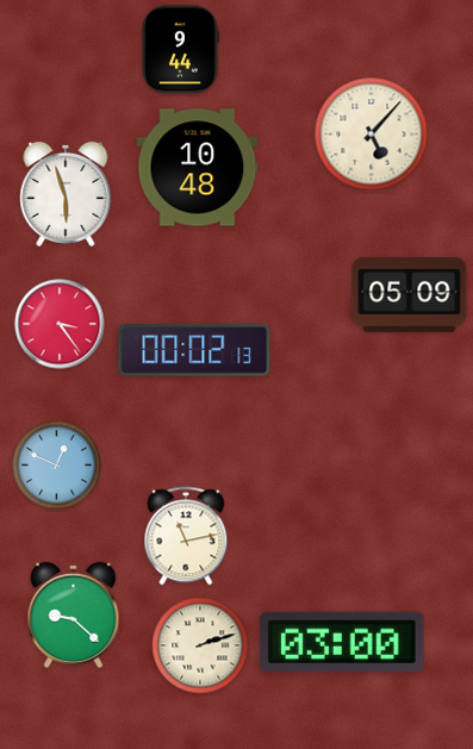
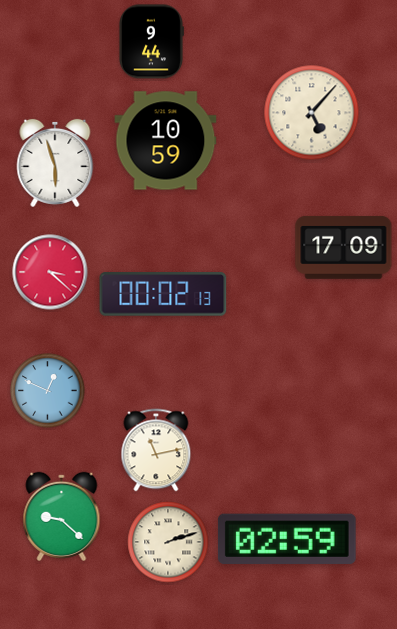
clock at (198, 168): 10:48 -> 10:59
clock at (410, 294): 05:09 -> 17:09
clock at (60, 324): 3:24 -> 3:22
clock at (342, 642): 03:00 -> 02:59
